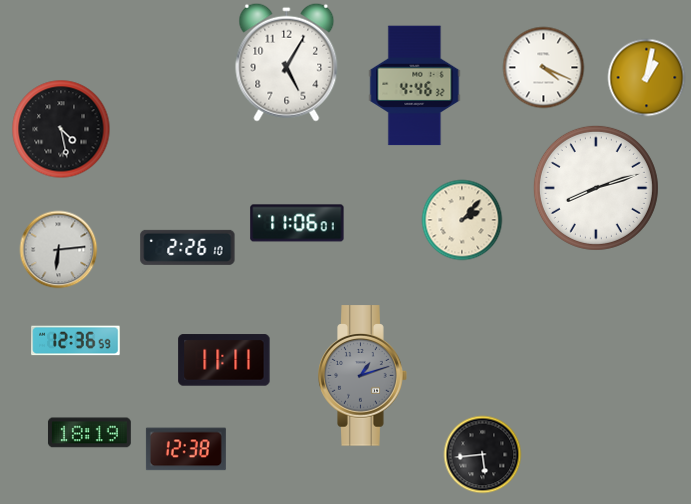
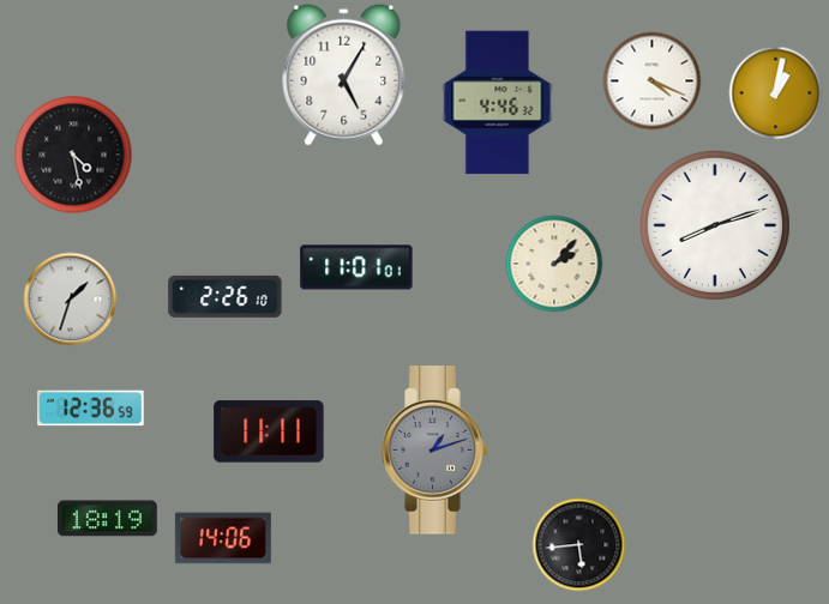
clock at (297, 223): 11:06 -> 11:01
clock at (58, 249): 6:14 -> 1:33
clock at (186, 449): 12:38 -> 14:06
